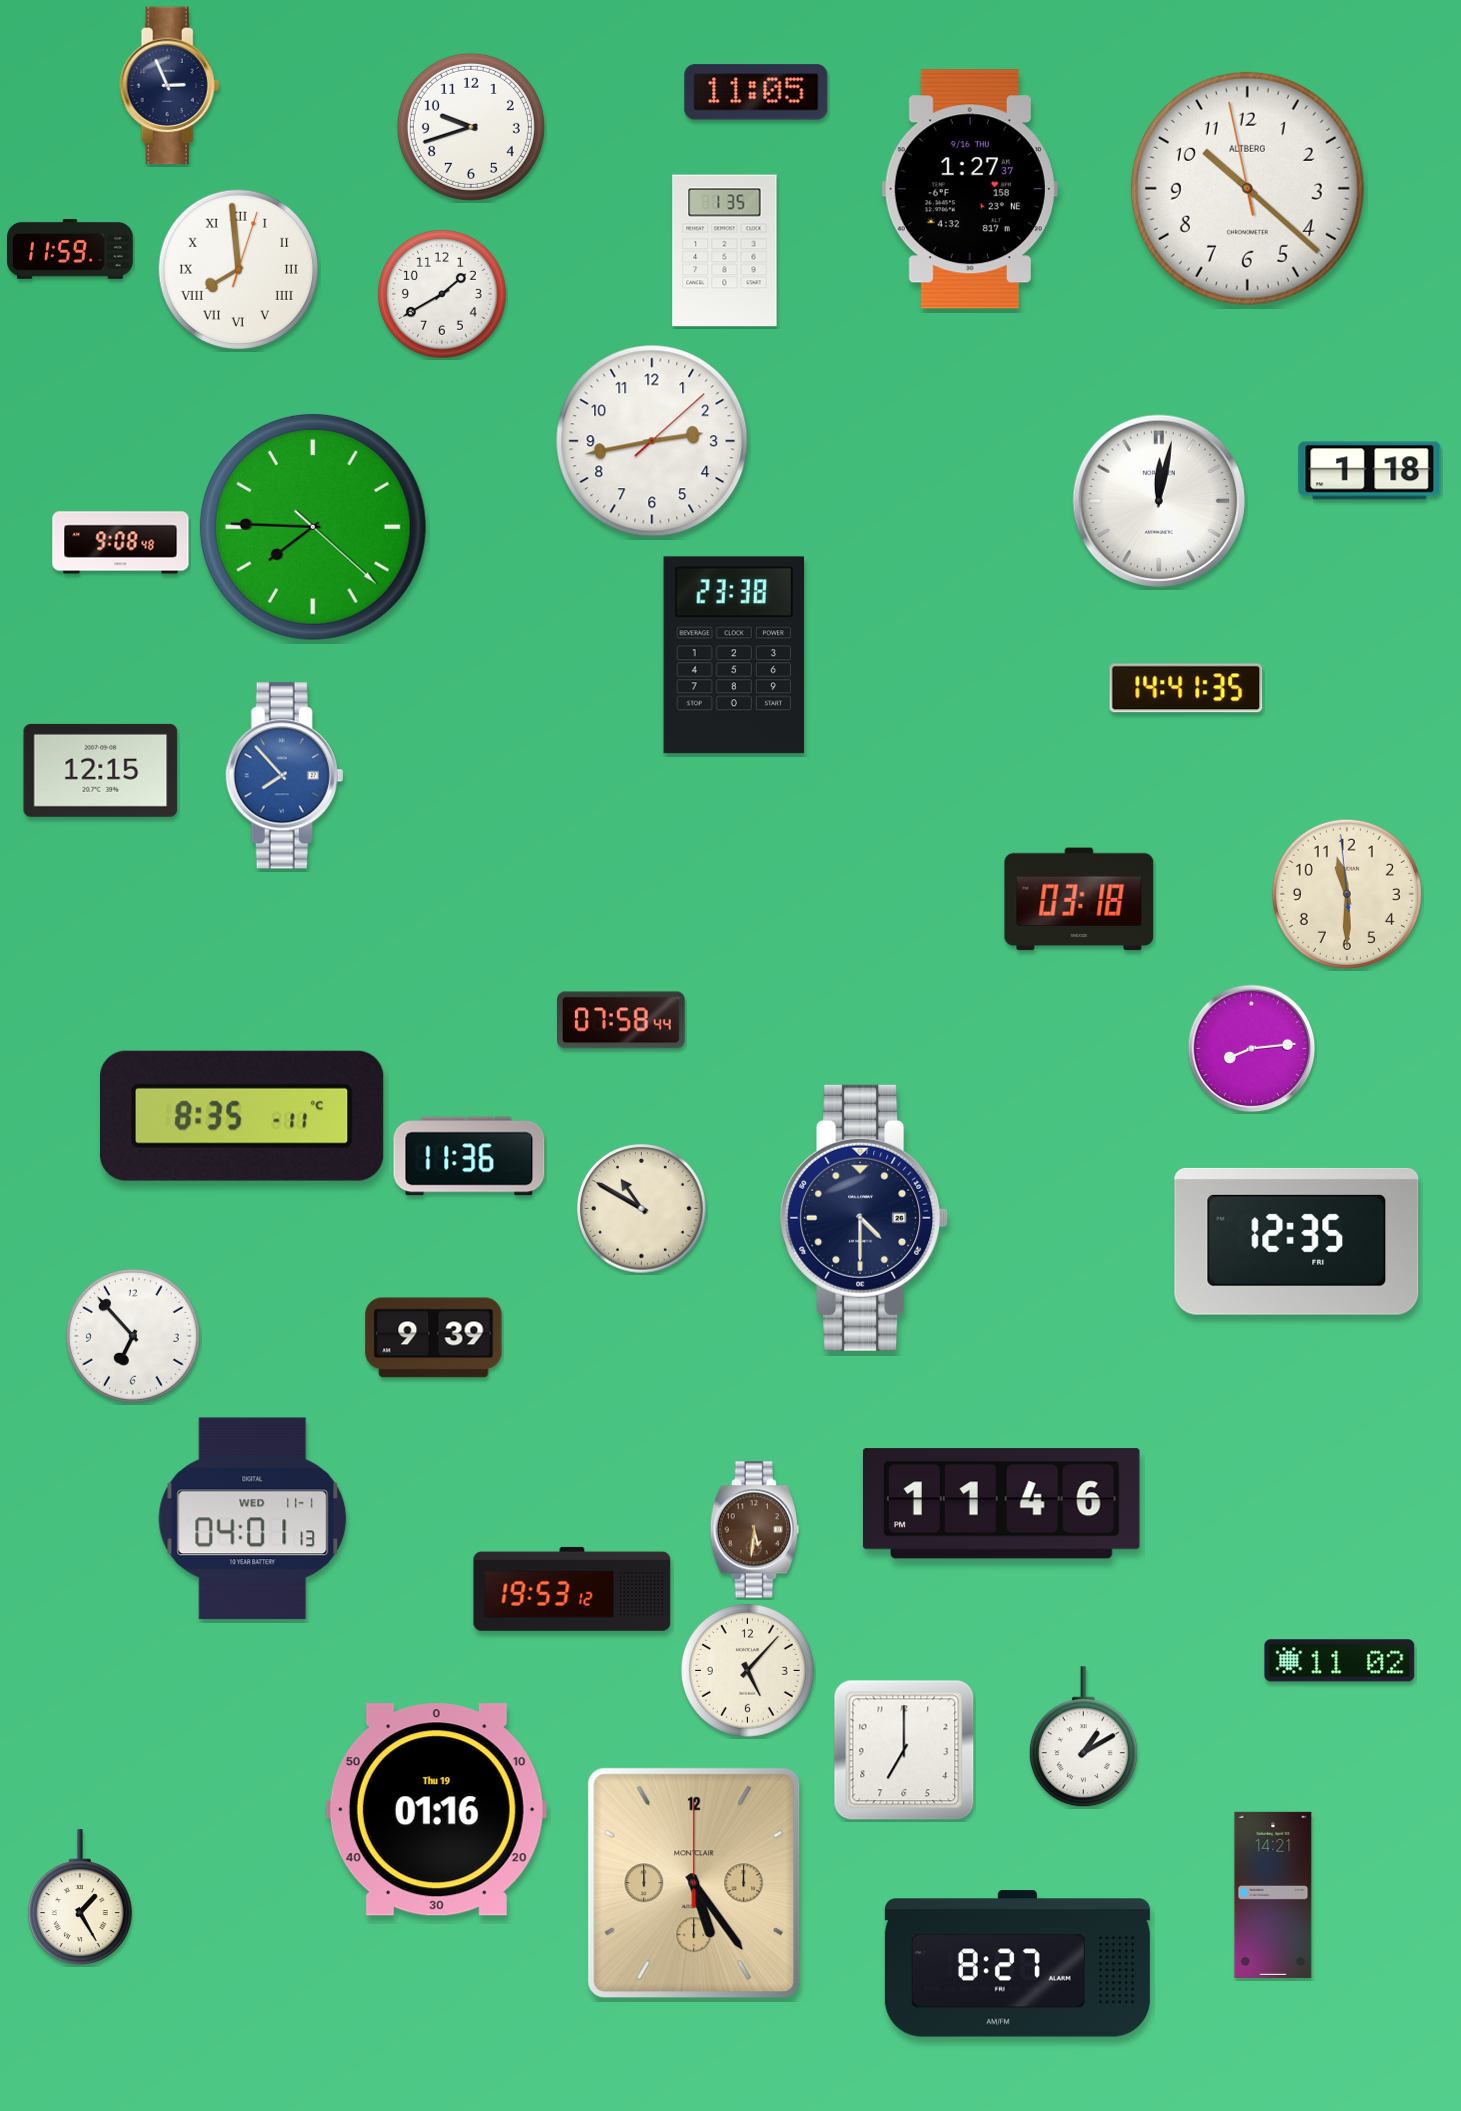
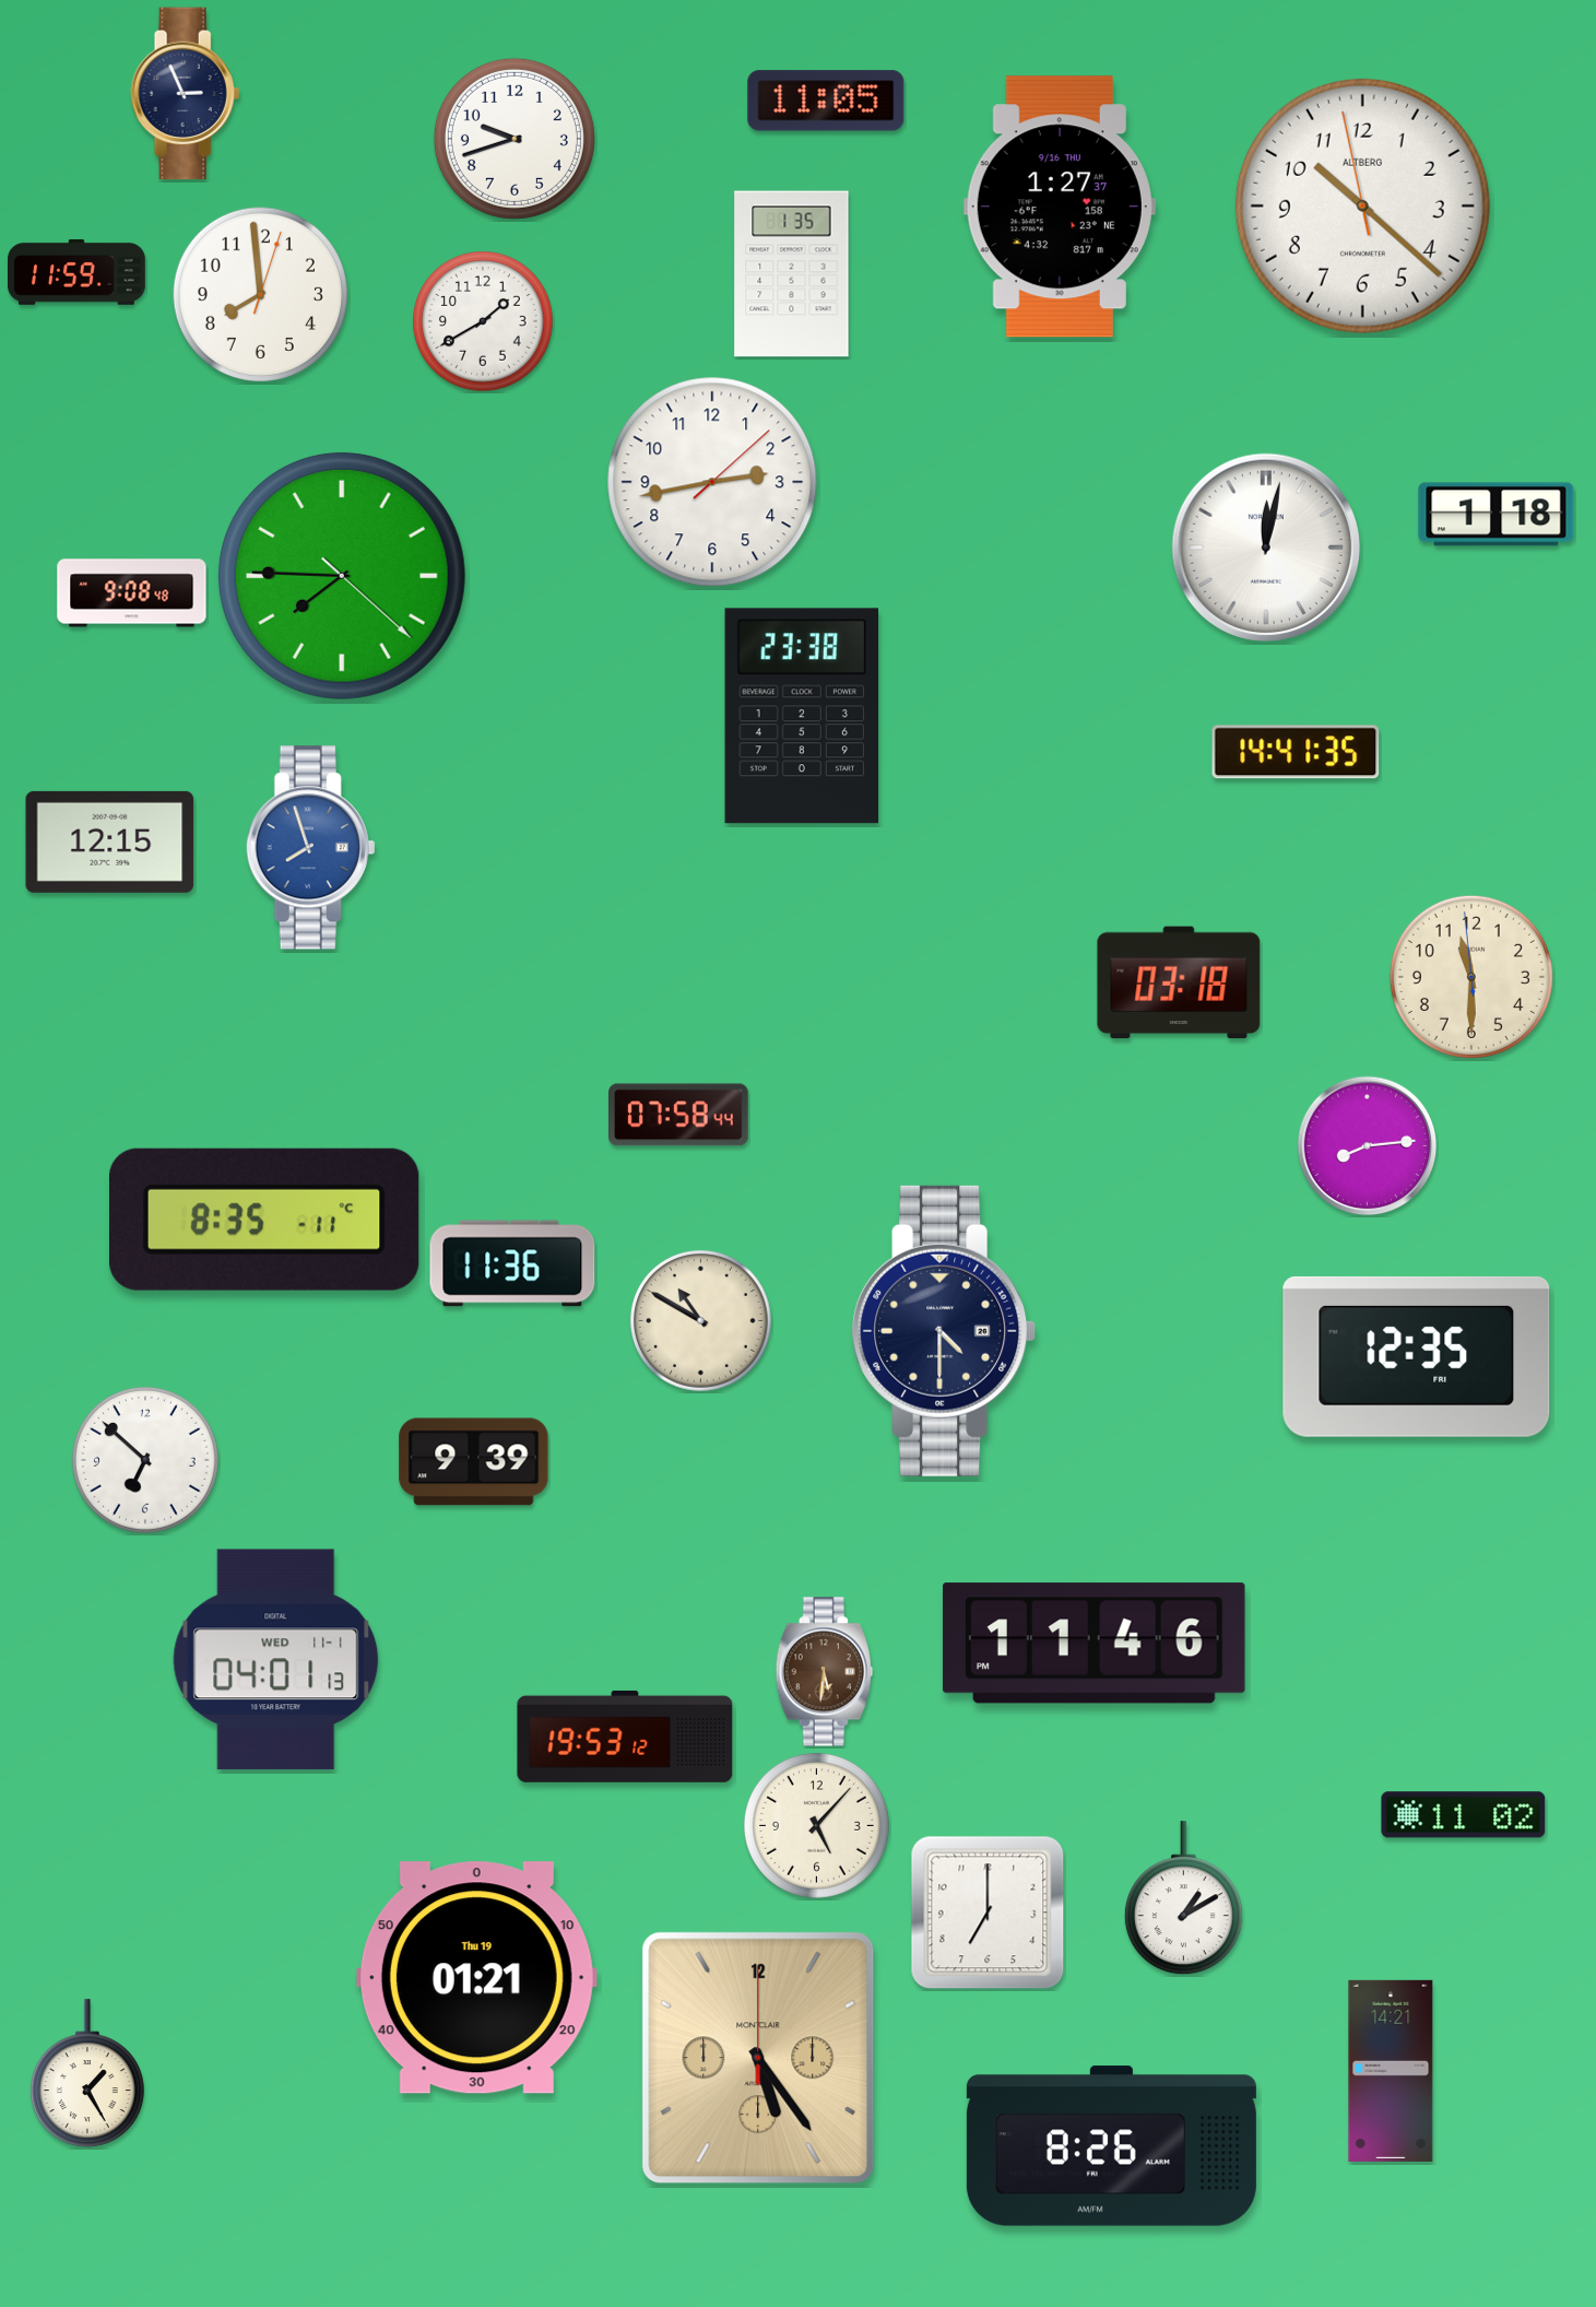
clock at (238, 269) numerals: Roman -> Arabic
clock at (285, 776): 7:53 -> 7:57
clock at (133, 1336): 6:53 -> 6:52
clock at (436, 1810): 01:16 -> 01:21
clock at (1017, 1964): 8:27 -> 8:26
